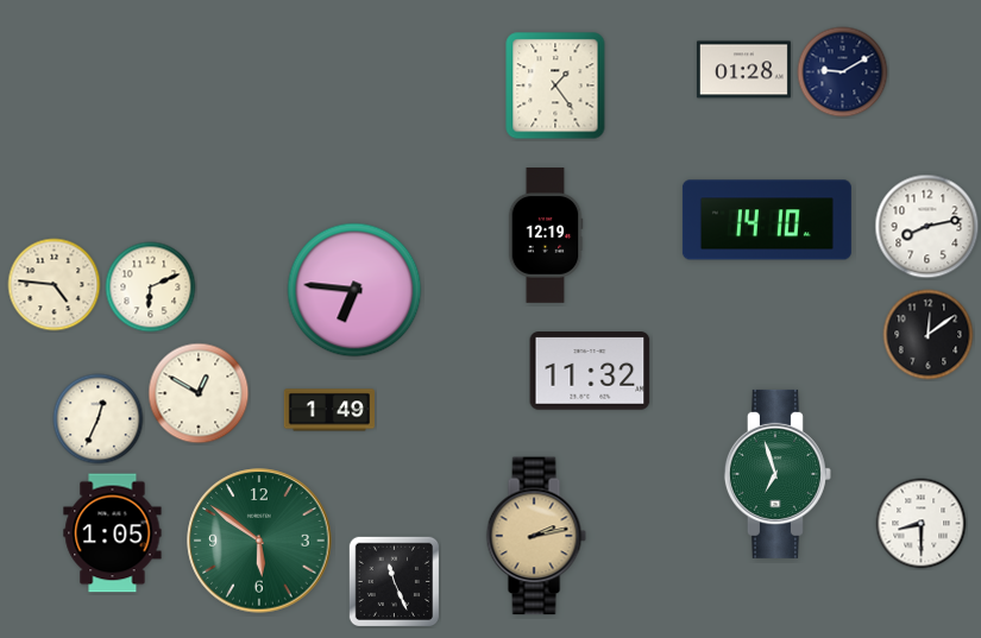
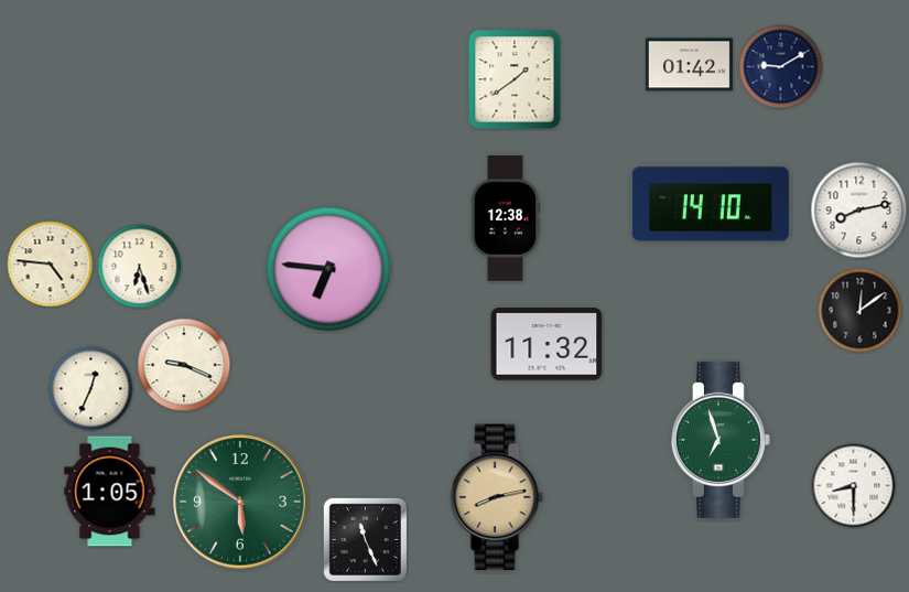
clock at (743, 70): 01:28 -> 01:42
clock at (555, 86): 1:24 -> 1:39
clock at (546, 235): 12:19 -> 12:38
clock at (151, 288): 6:11 -> 6:27
clock at (199, 393): 12:50 -> 9:19
clock at (329, 410): 1:49 -> none
clock at (113, 533) position: (113, 533) -> (110, 492)
clock at (536, 536): 2:13 -> 8:13
